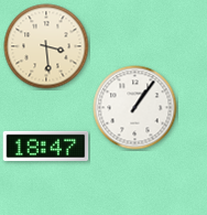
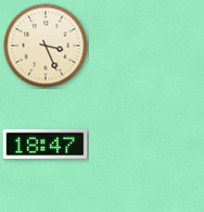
clock at (46, 46): 3:29 -> 3:26
clock at (135, 108): 1:06 -> none
